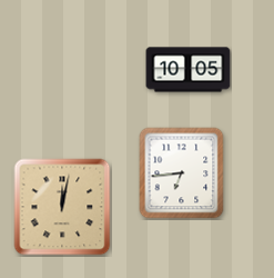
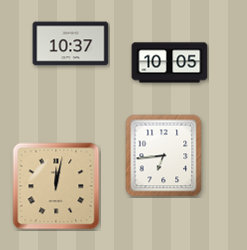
clock at (71, 44): none -> 10:37
